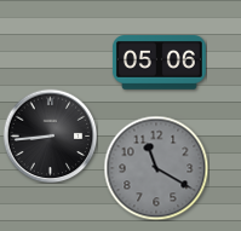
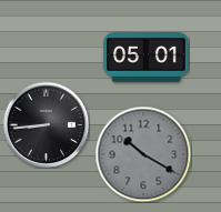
clock at (159, 63): 05:06 -> 05:01
clock at (156, 168): 11:20 -> 10:20
